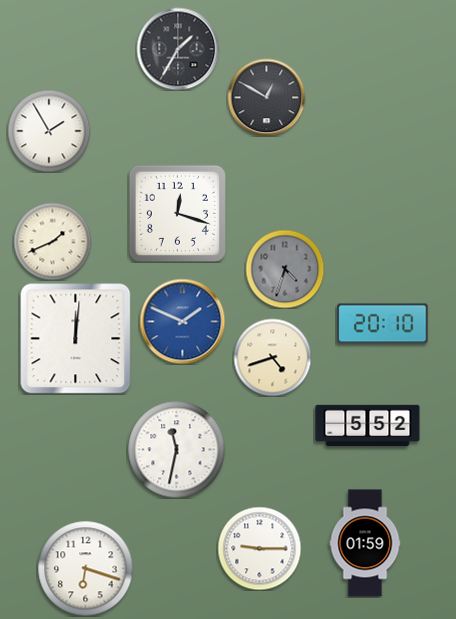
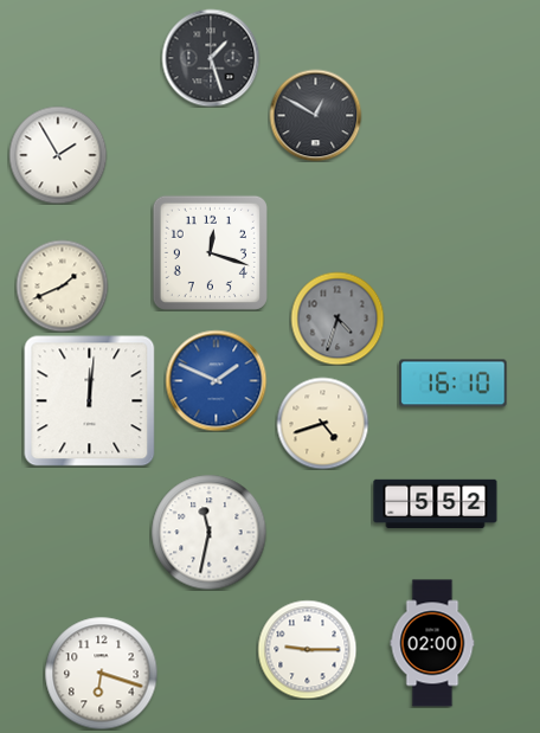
clock at (178, 49): 1:35 -> 1:27
clock at (383, 324): 20:10 -> 16:10
clock at (365, 543): 01:59 -> 02:00
